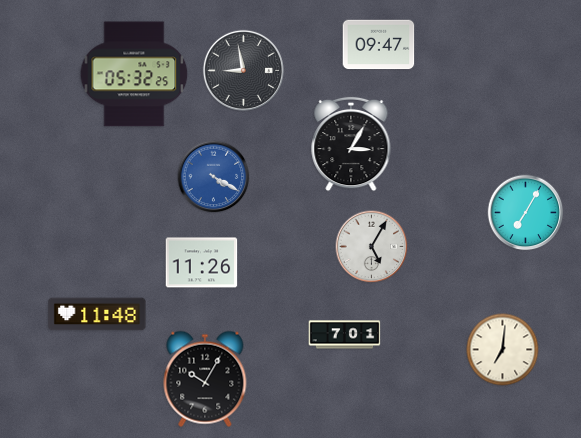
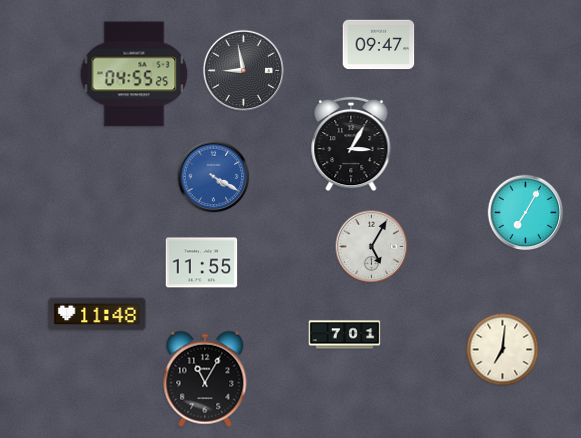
clock at (134, 74): 05:32 -> 04:55
clock at (202, 263): 11:26 -> 11:55
clock at (205, 379): 10:05 -> 11:05
